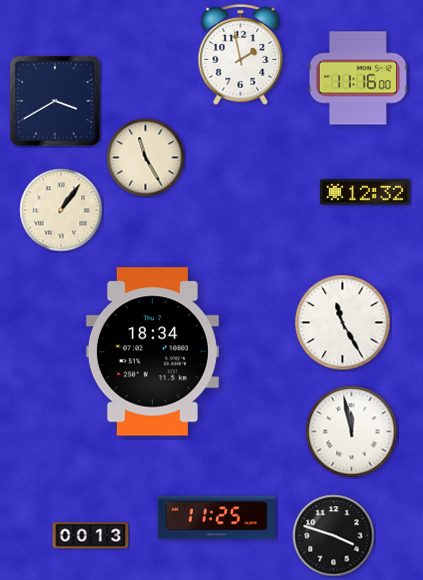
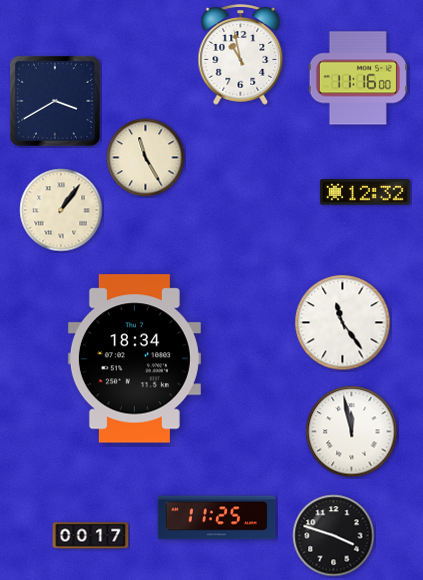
clock at (241, 55): 1:58 -> 10:58
clock at (343, 323): 11:25 -> 11:24
clock at (152, 352) position: (152, 352) -> (134, 359)
clock at (91, 536): 00:13 -> 00:17
